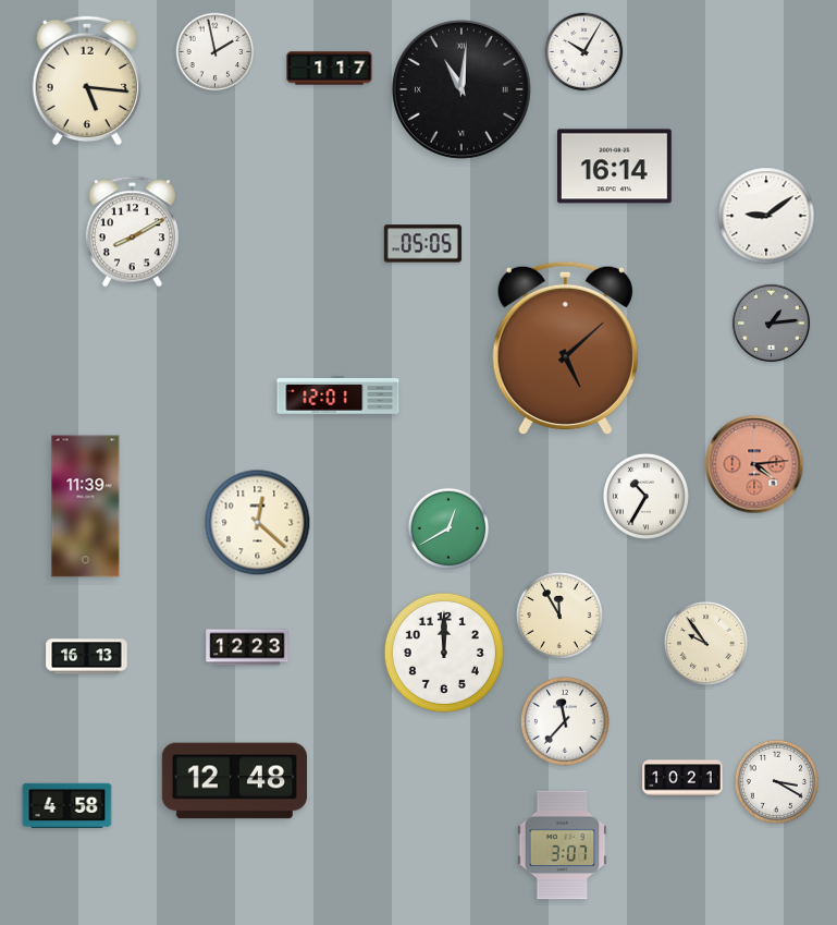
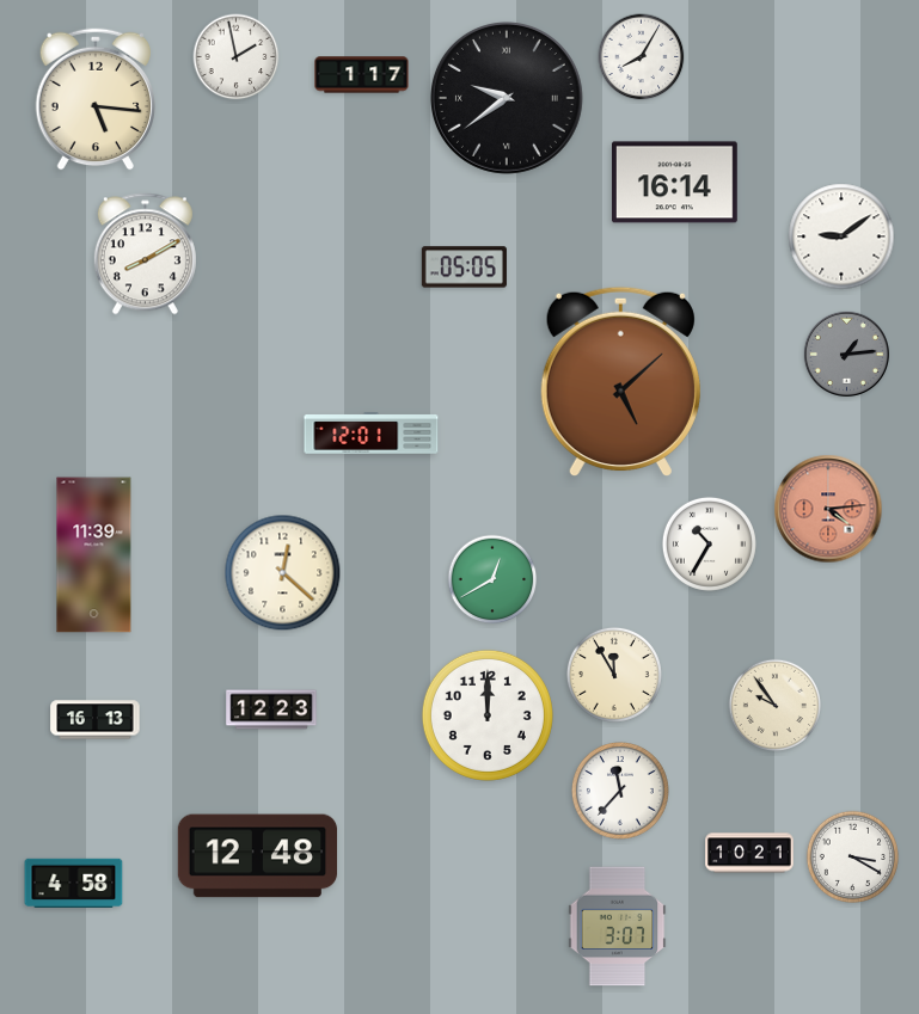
clock at (584, 52): 10:05 -> 8:05
clock at (86, 81) position: (86, 81) -> (94, 99)
clock at (461, 89): 11:01 -> 9:39
